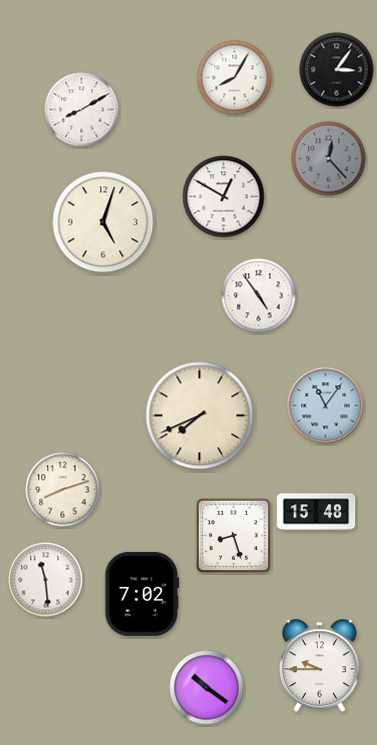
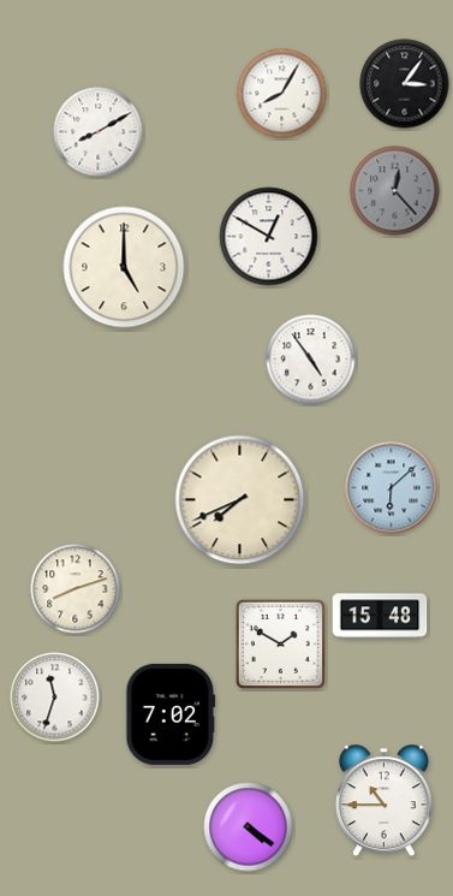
clock at (103, 222): 5:03 -> 5:00
clock at (259, 296) position: (259, 296) -> (311, 360)
clock at (326, 406): 11:06 -> 6:08
clock at (233, 535): 8:27 -> 1:50
clock at (46, 580): 11:29 -> 11:33
clock at (319, 666): 9:45 -> 10:45
clock at (207, 688): 10:21 -> 4:21
